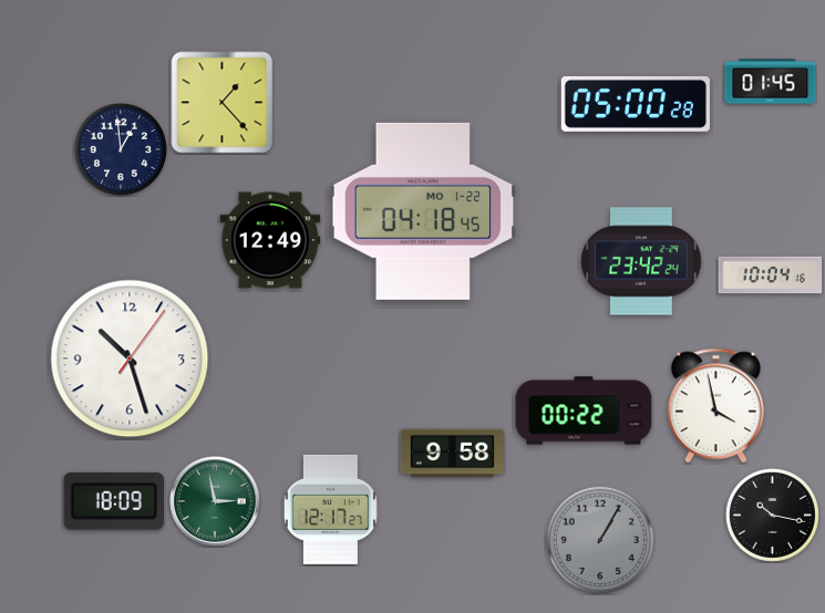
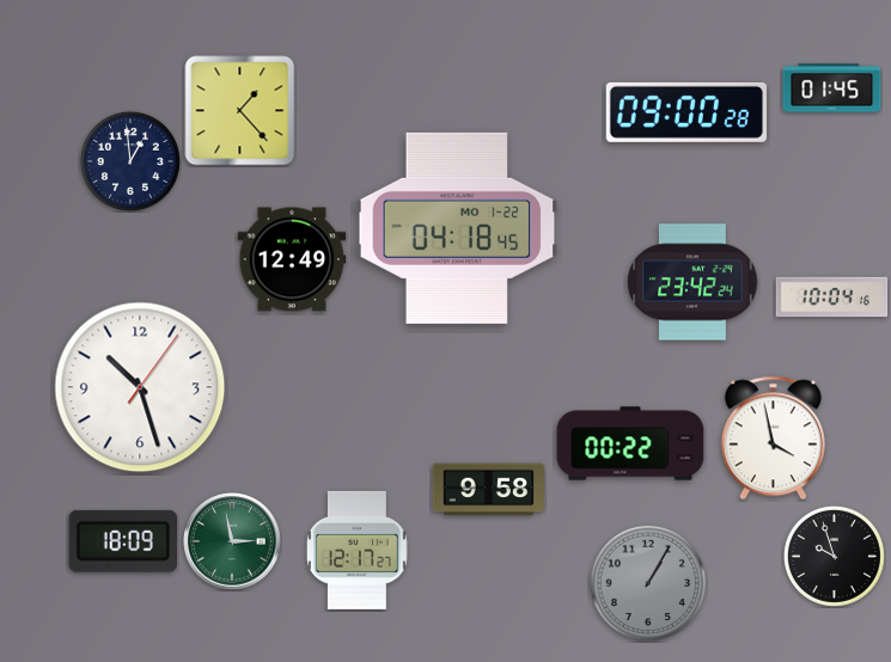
clock at (636, 104): 05:00 -> 09:00
clock at (772, 515): 10:17 -> 9:57
